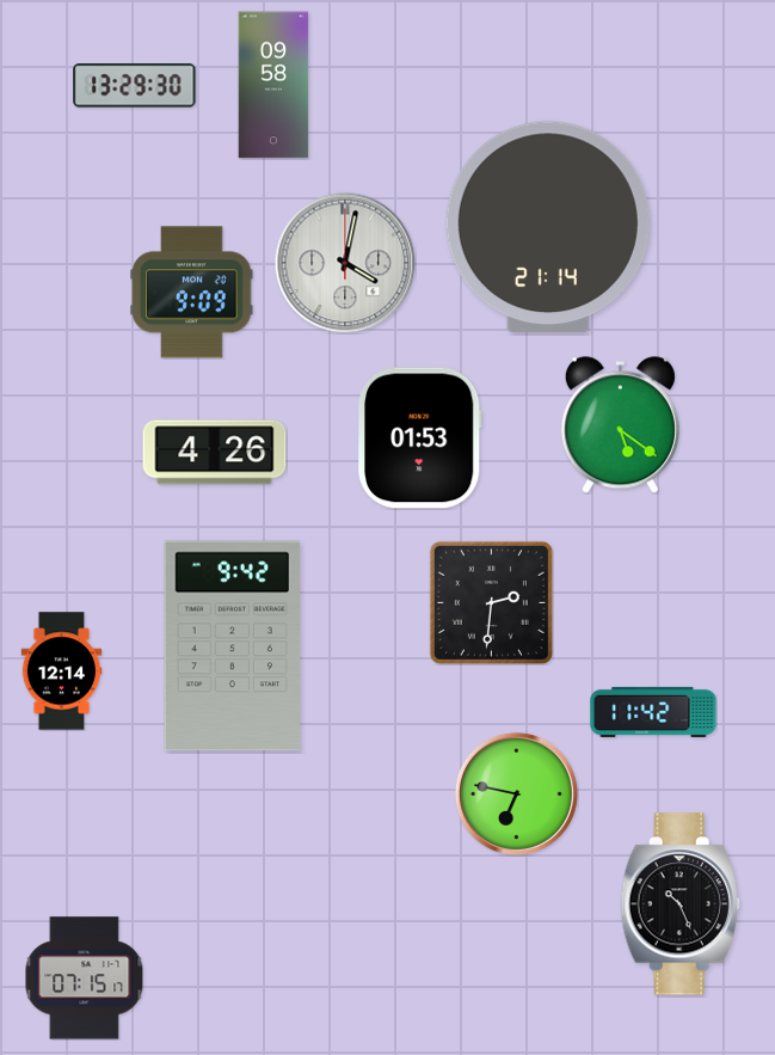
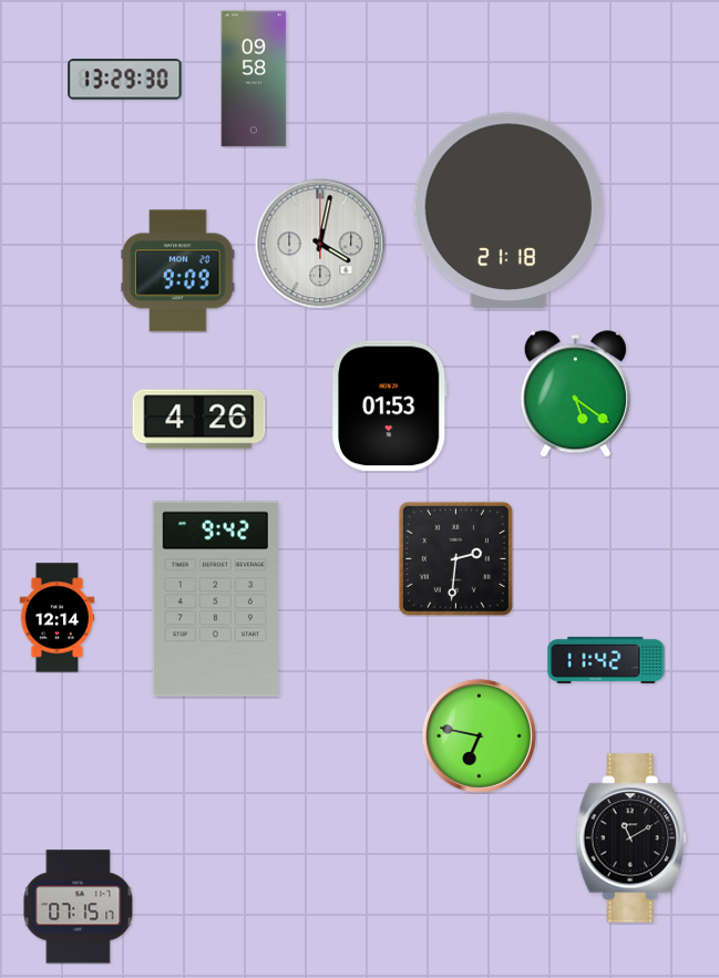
clock at (548, 227): 21:14 -> 21:18
clock at (62, 671) position: (62, 671) -> (58, 618)
clock at (679, 904): 10:26 -> 11:10
